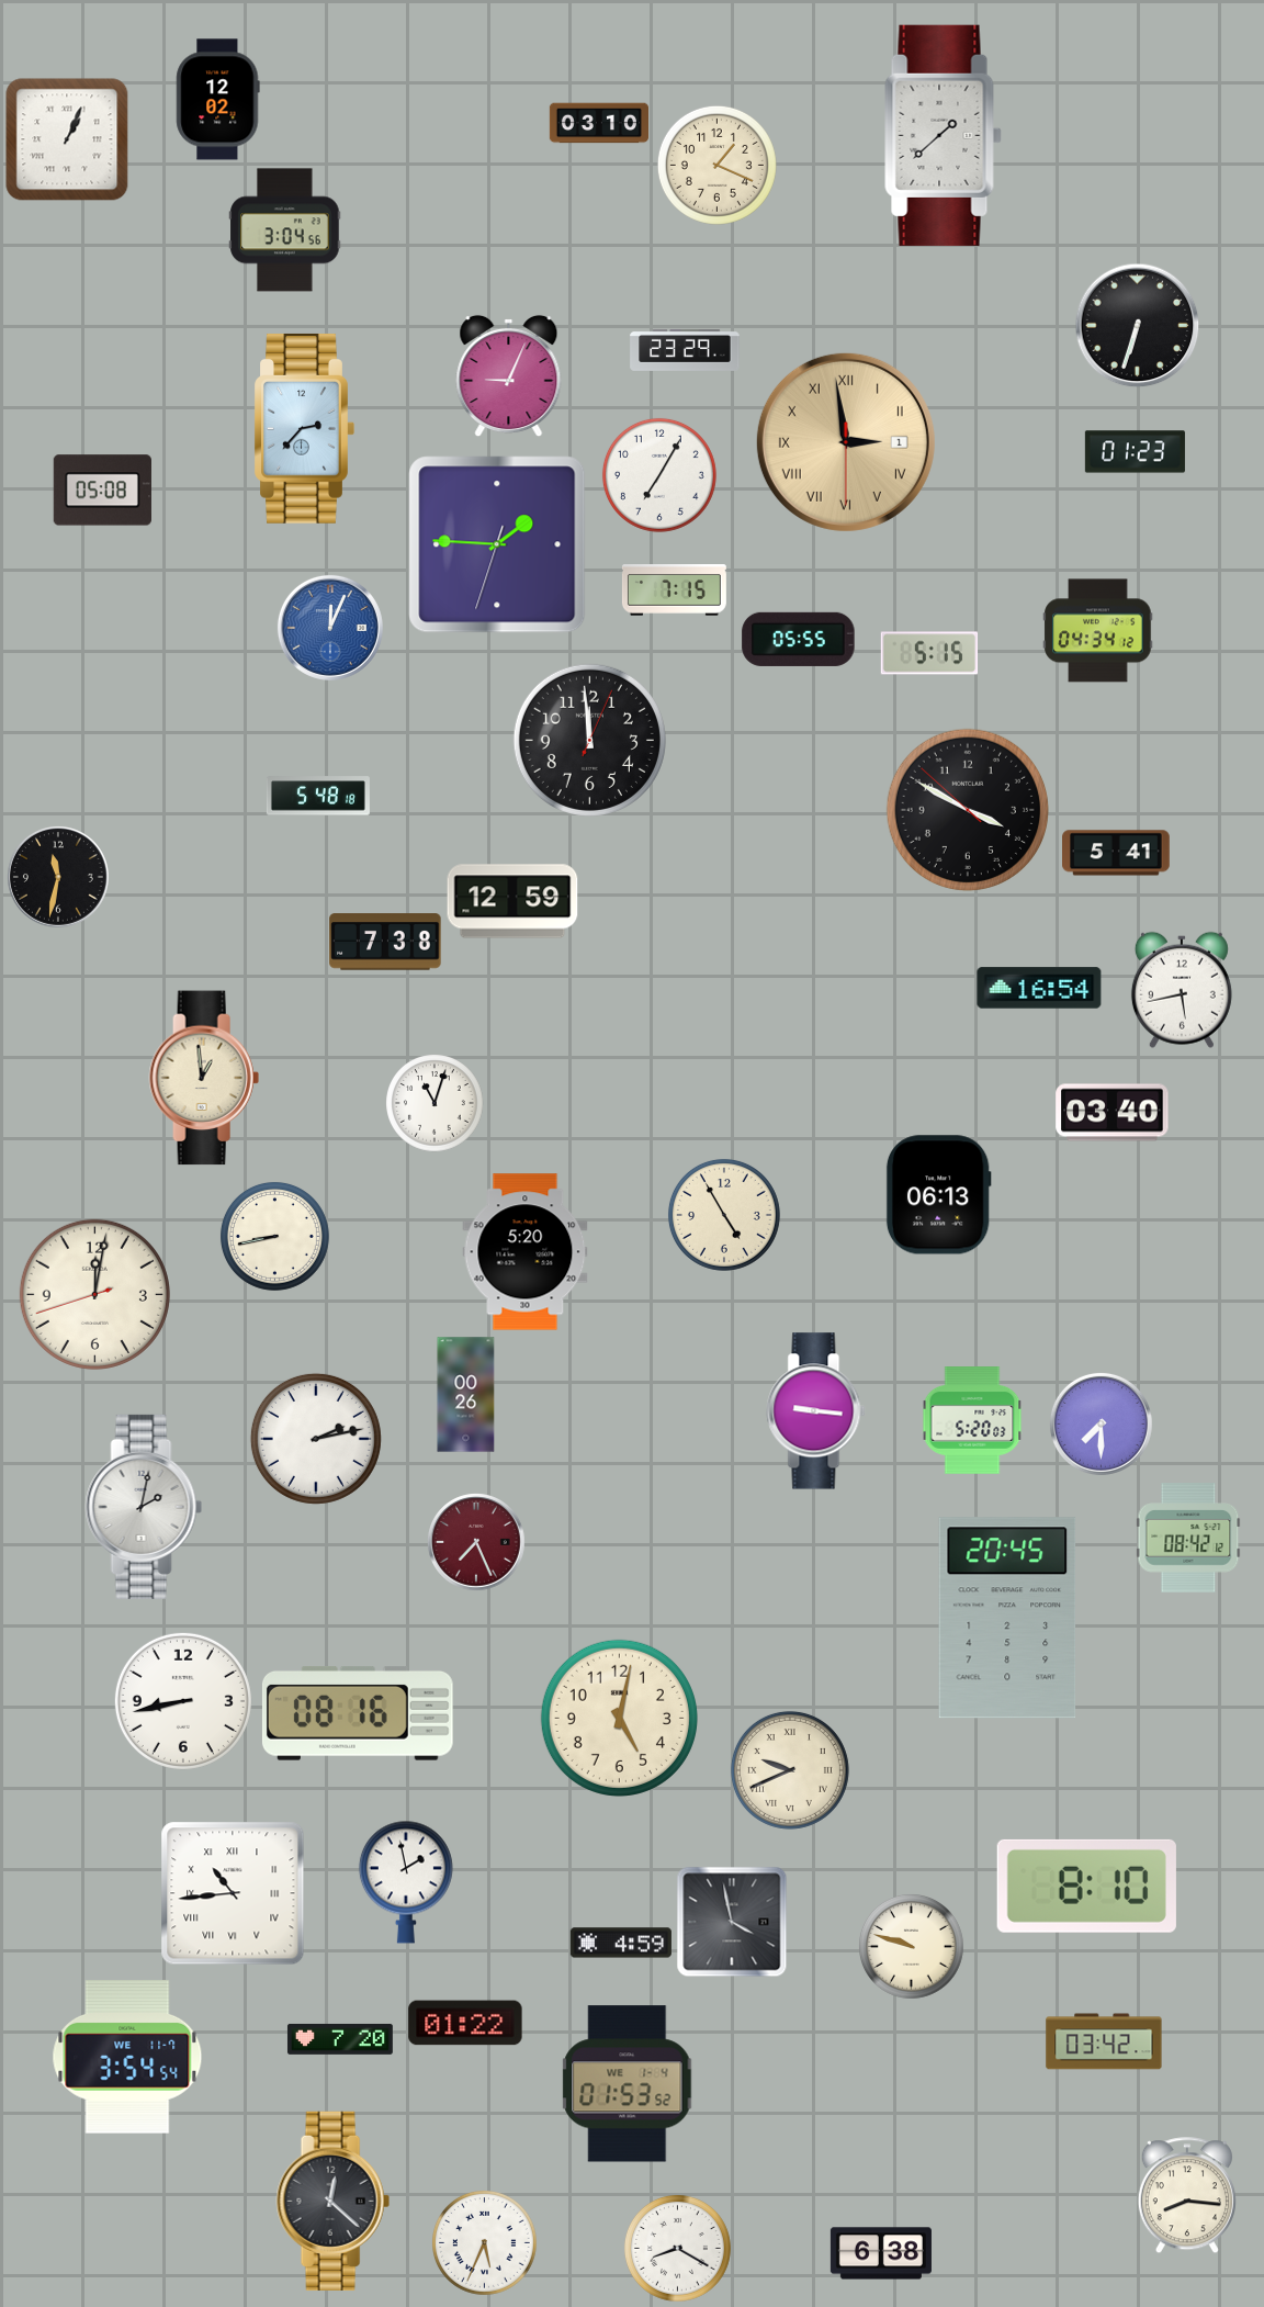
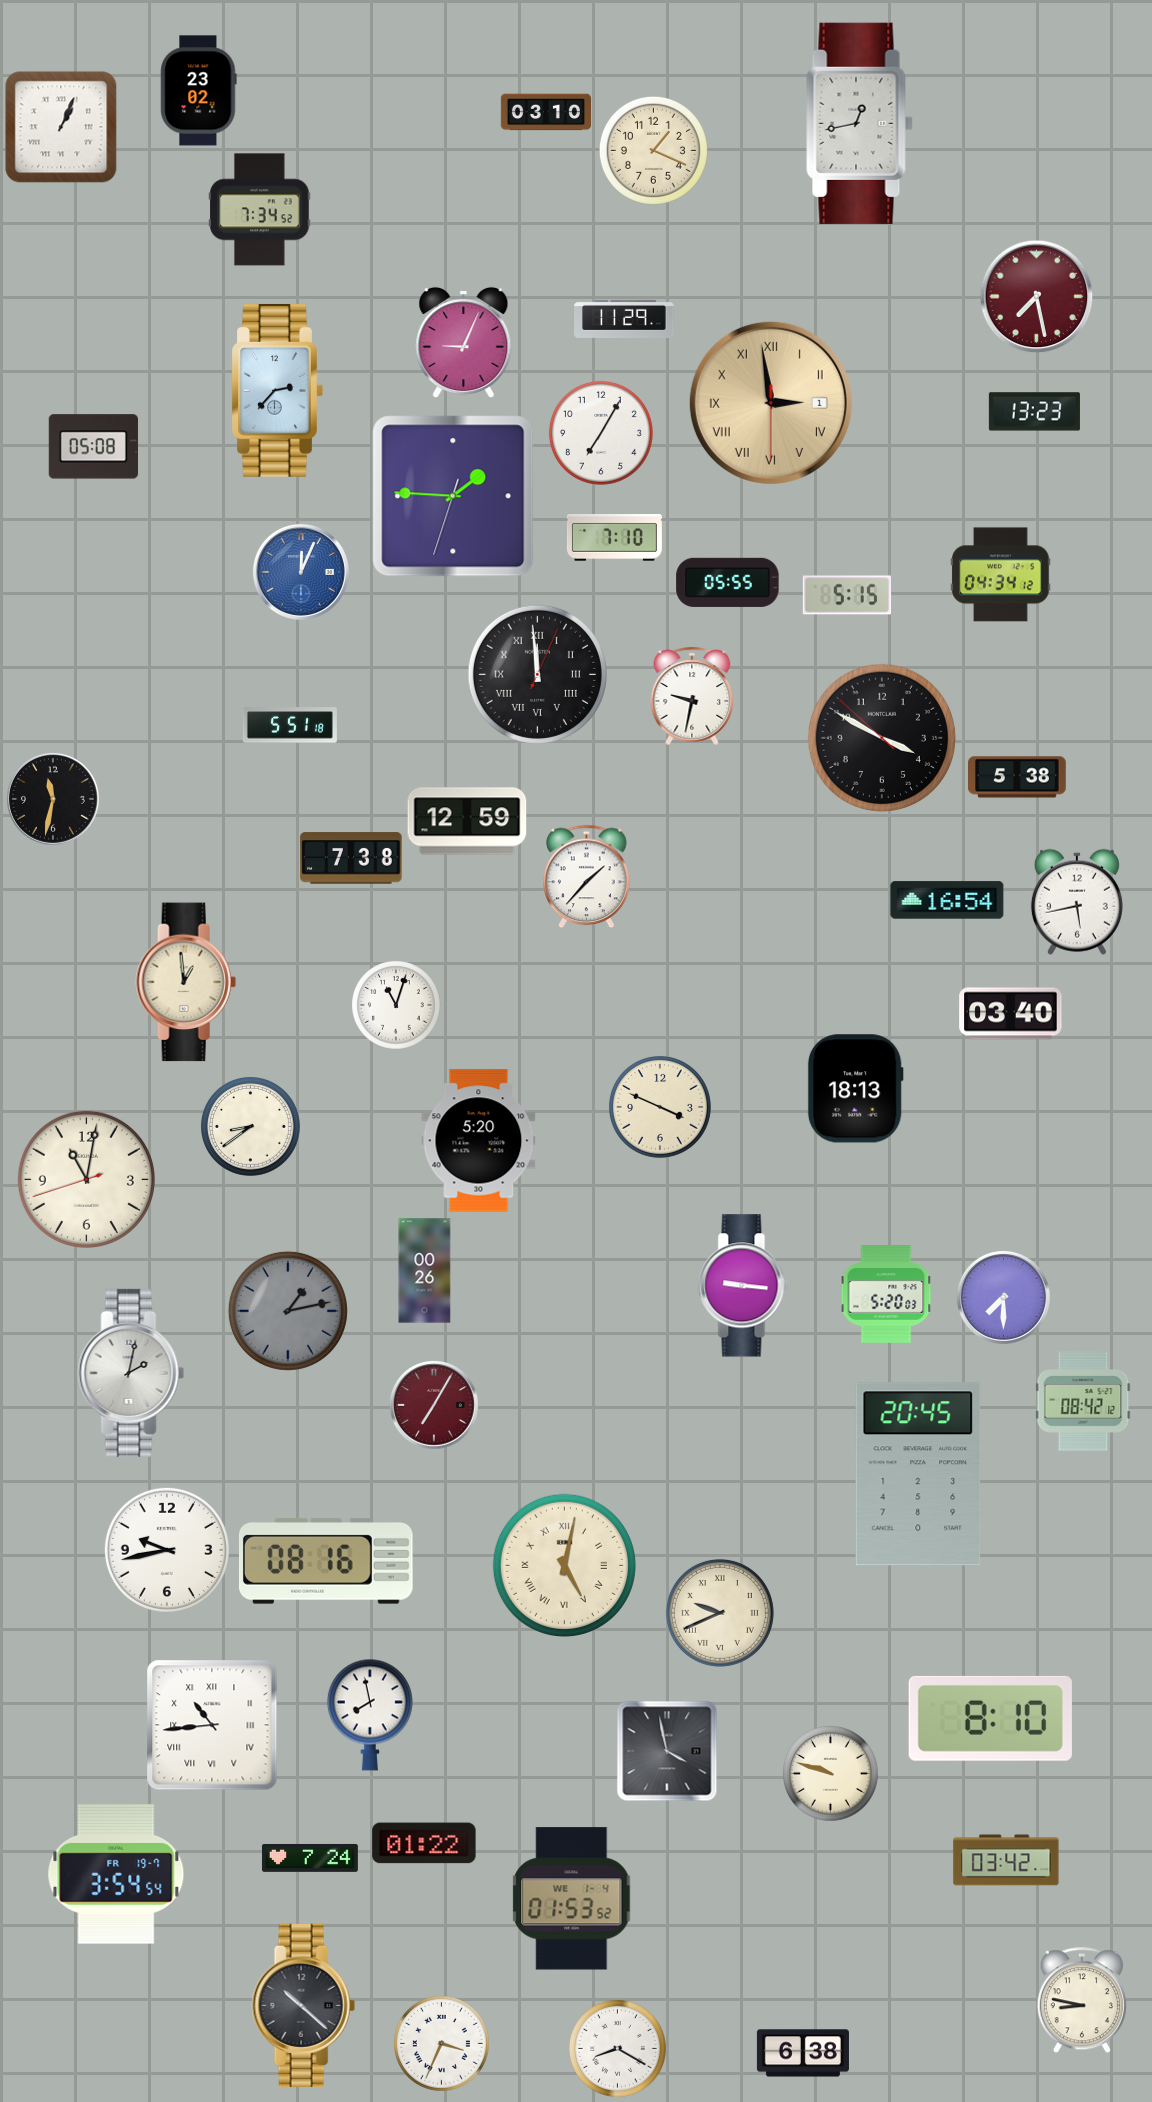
clock at (218, 100): 12:02 -> 23:02
clock at (944, 135): 1:38 -> 12:43
clock at (285, 230): 3:04 -> 7:34
clock at (1138, 326): 6:33 -> 7:28
clock at (1138, 326) dial: black -> burgundy
clock at (685, 350): 23:29 -> 11:29
clock at (1135, 452): 01:23 -> 13:23
clock at (674, 590): 7:15 -> 7:10
clock at (589, 740) numerals: Arabic -> Roman
clock at (692, 696): none -> 9:32
clock at (318, 796): 5:48 -> 5:51
clock at (1116, 853): 5:41 -> 5:38
clock at (587, 877): none -> 1:37
clock at (1113, 1113) position: (1113, 1113) -> (1011, 1014)
clock at (938, 1195): 06:13 -> 18:13
clock at (724, 1215): 4:55 -> 3:49
clock at (274, 1236): 8:43 -> 8:39
clock at (94, 1294): 12:01 -> 11:01
clock at (316, 1439): 2:13 -> 1:13
clock at (316, 1439) dial: white -> grey
clock at (476, 1542): 7:26 -> 7:05
clock at (183, 1701): 8:43 -> 9:43
clock at (619, 1718) numerals: Arabic -> Roman
clock at (406, 1882): 1:58 -> 7:58
clock at (621, 1943): 4:59 -> none
clock at (340, 2039): 7:20 -> 7:24
clock at (127, 2057) date: WE 11-7 -> FR 19-7
clock at (1187, 2196): 8:16 -> 8:47
clock at (332, 2201): 12:22 -> 10:22
clock at (485, 2243): 5:34 -> 3:34
